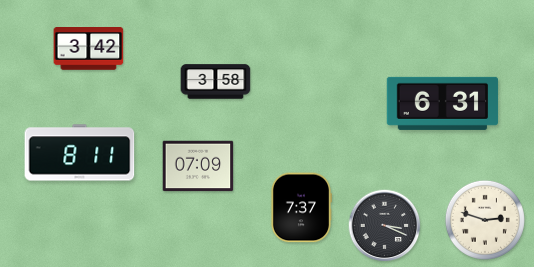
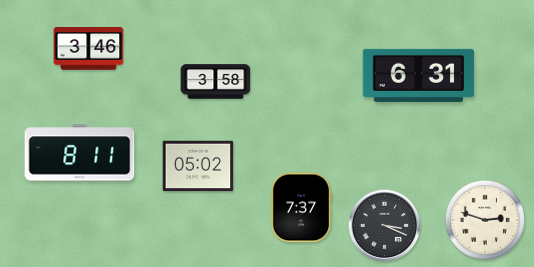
clock at (89, 49): 3:42 -> 3:46
clock at (443, 103) position: (443, 103) -> (419, 75)
clock at (198, 166): 07:09 -> 05:02
